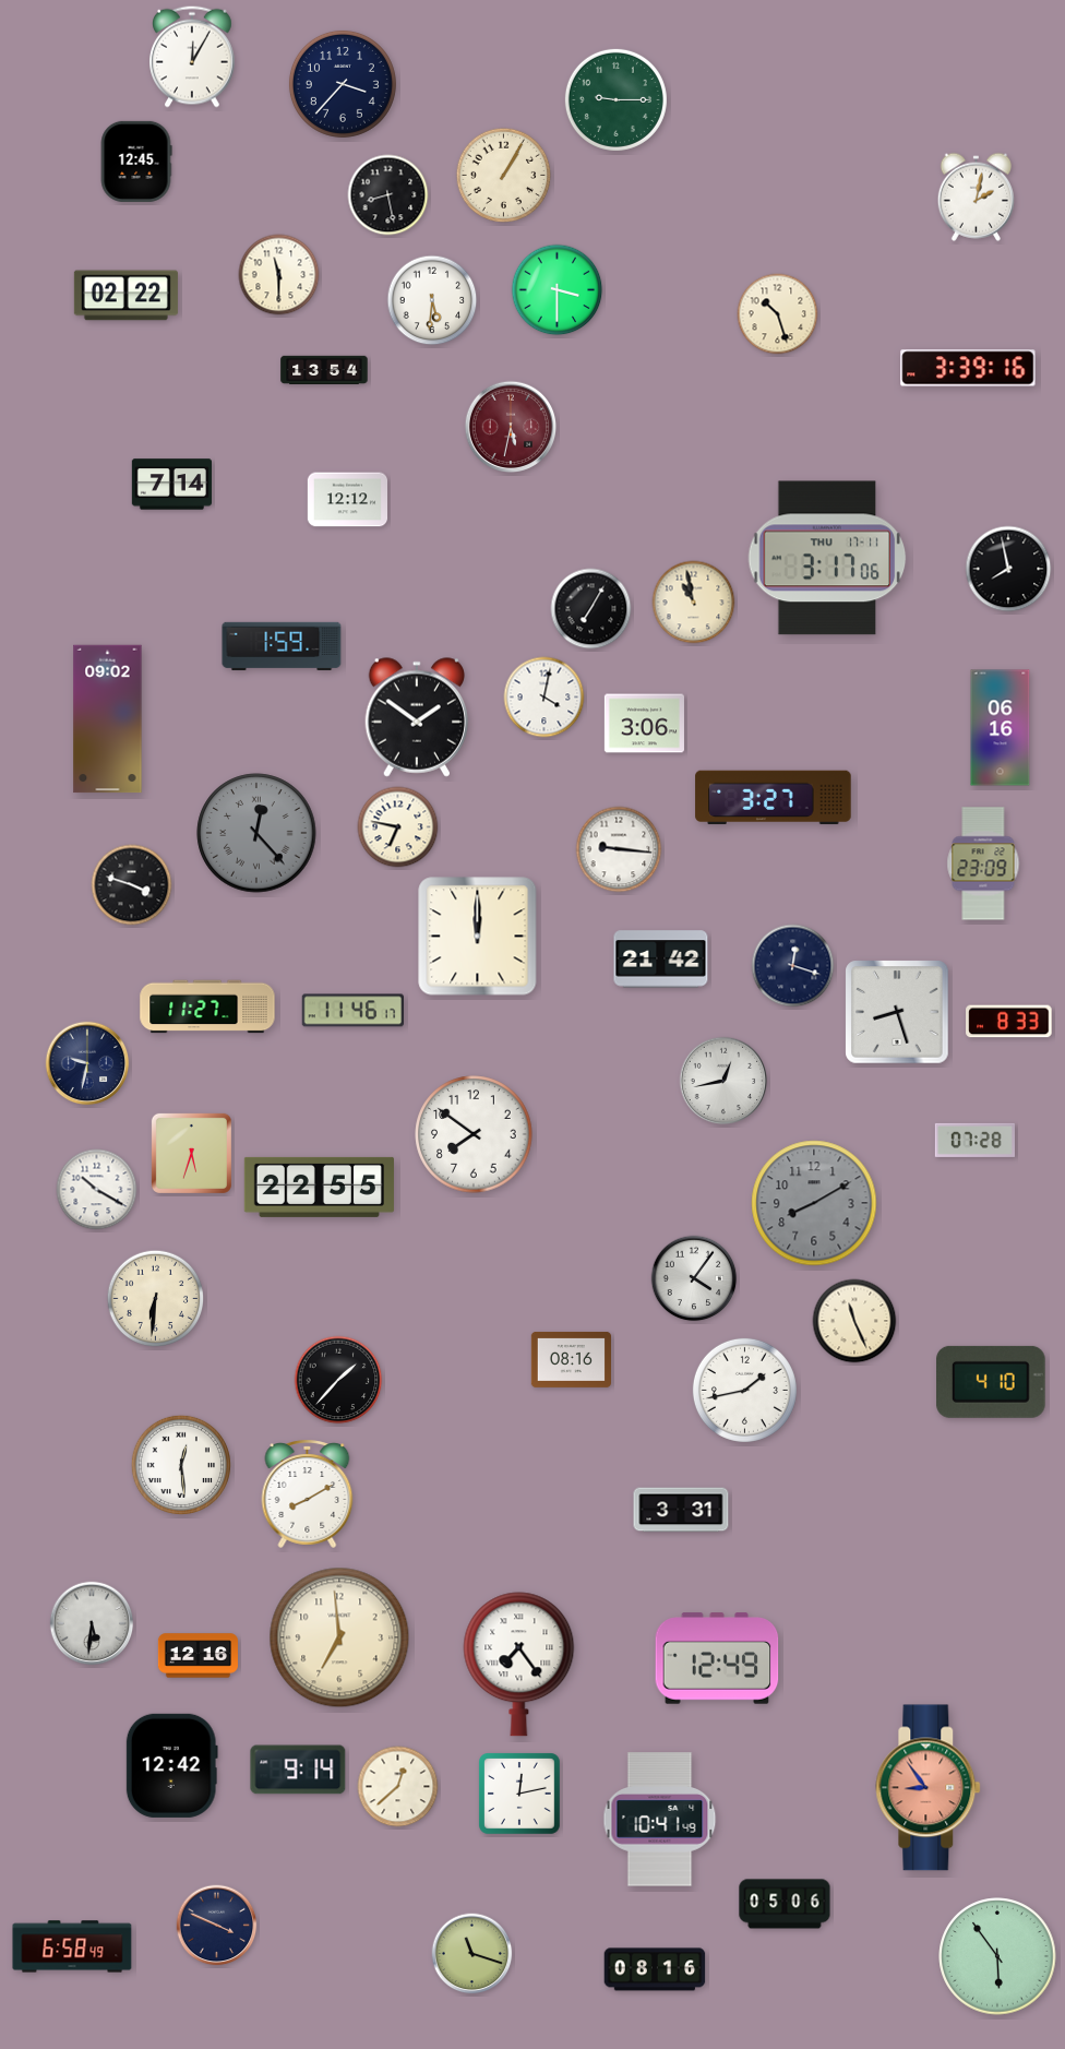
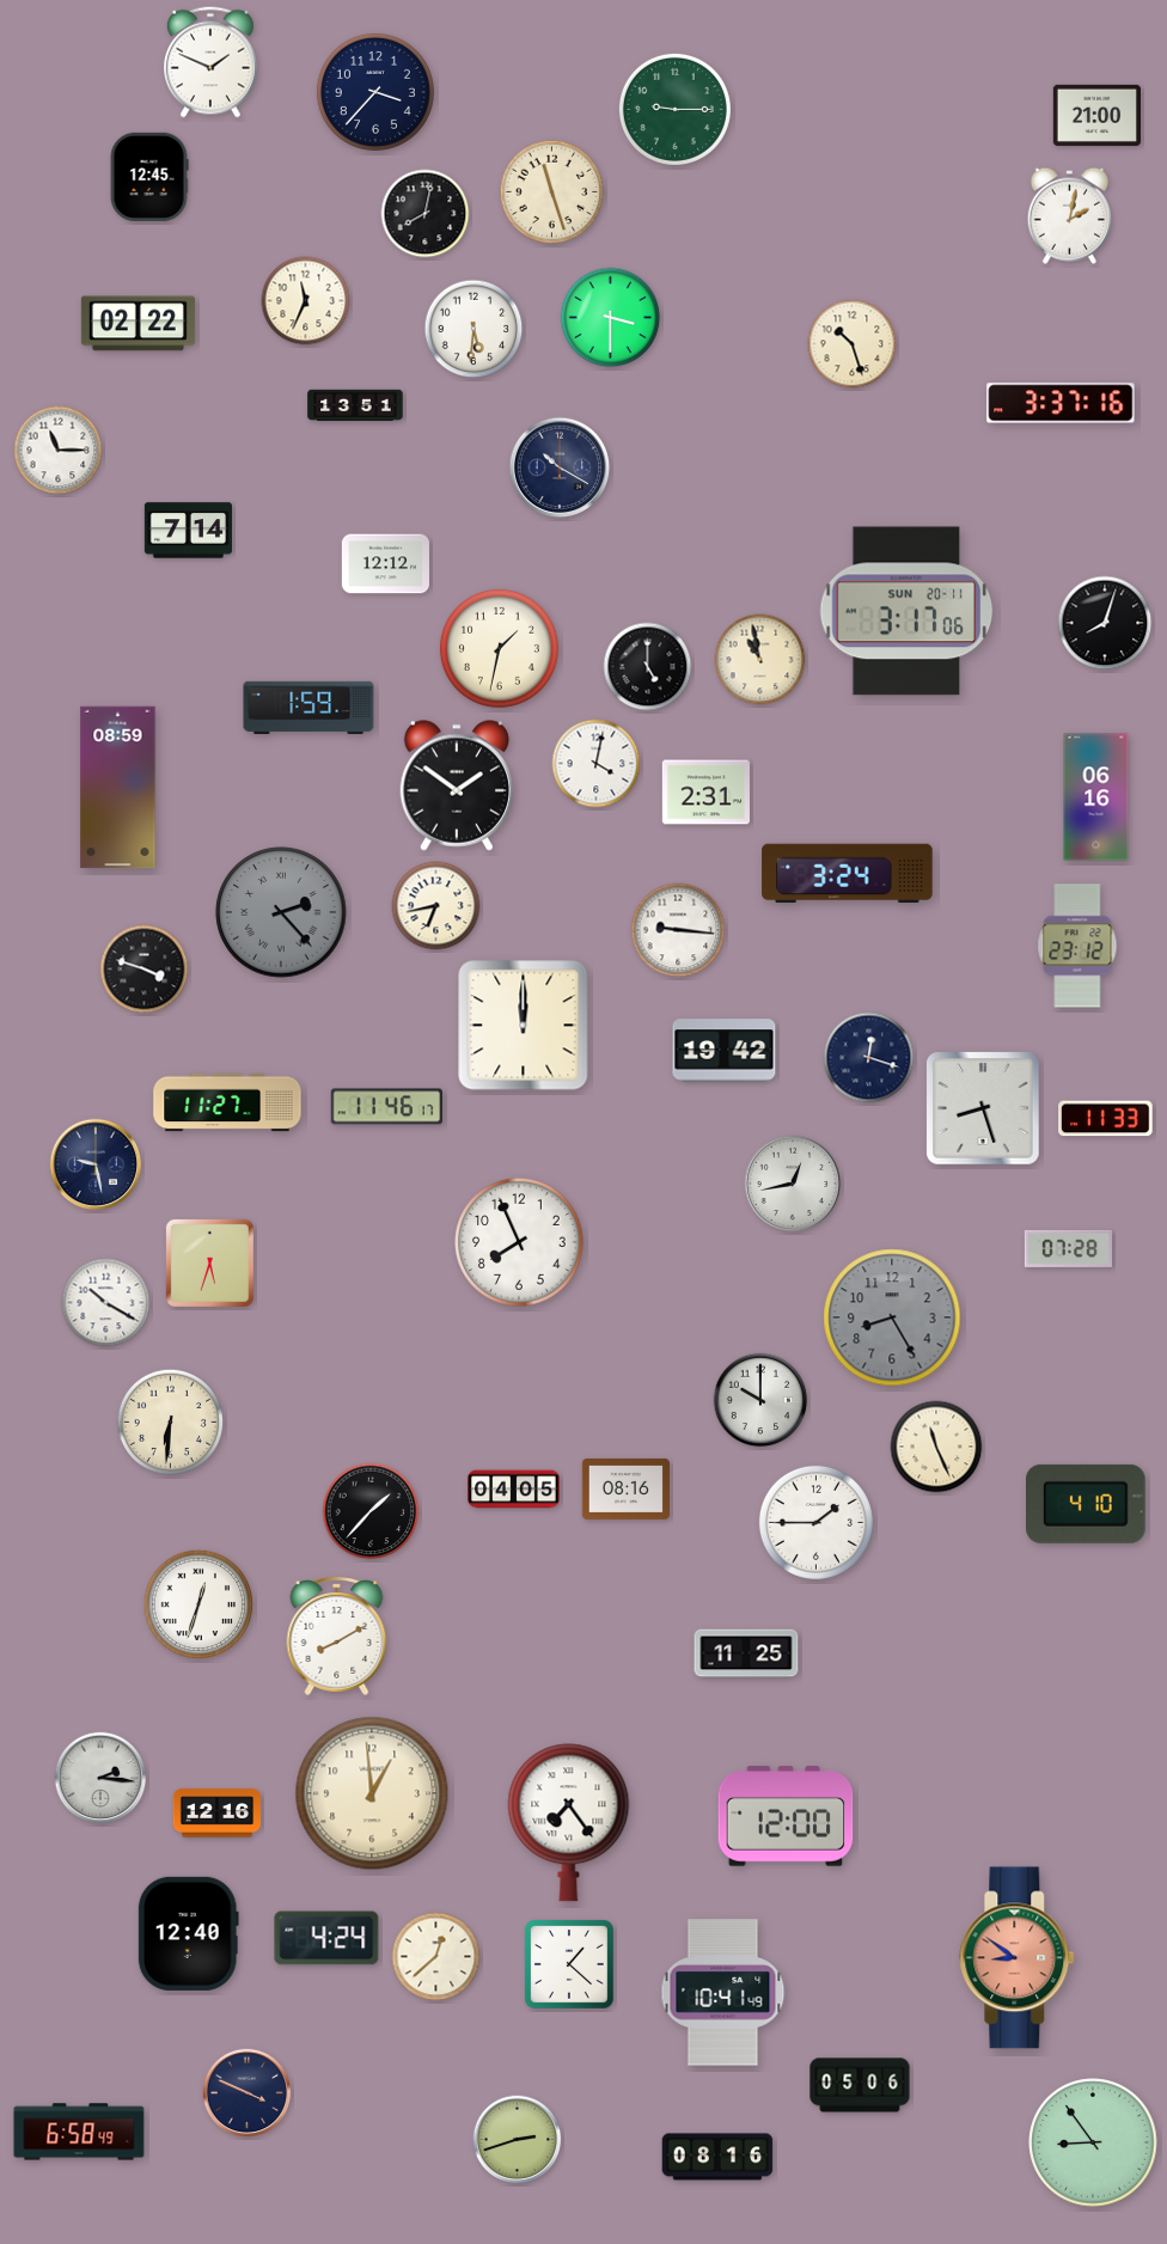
clock at (193, 57): 12:05 -> 1:49
clock at (1096, 115): none -> 21:00
clock at (504, 176): 1:05 -> 11:27
clock at (388, 195): 8:28 -> 8:02
clock at (279, 275): 11:30 -> 11:34
clock at (968, 368): 3:39 -> 3:37
clock at (324, 370): 13:54 -> 13:51
clock at (59, 451): none -> 11:15
clock at (511, 427): 5:32 -> 10:20
clock at (511, 427) dial: burgundy -> navy
clock at (347, 500) position: (347, 500) -> (385, 564)
clock at (827, 558) date: THU 17-11 -> SUN 20-11
clock at (1008, 569): 7:58 -> 8:03
clock at (499, 648): none -> 1:32
clock at (591, 609): 7:05 -> 5:00
clock at (108, 719): 09:02 -> 08:59
clock at (644, 724): 3:06 -> 2:31
clock at (774, 798): 3:27 -> 3:24
clock at (398, 827): 6:47 -> 6:43
clock at (256, 833): 12:23 -> 2:23
clock at (983, 863): 23:09 -> 23:12
clock at (661, 960): 21:42 -> 19:42
clock at (1009, 1022): 8:33 -> 11:33
clock at (87, 1063): 9:32 -> 9:28
clock at (474, 1134): 7:51 -> 7:56
clock at (319, 1187): 22:55 -> none
clock at (814, 1203): 8:10 -> 8:25
clock at (694, 1278): 4:06 -> 10:00
clock at (514, 1490): none -> 04:05
clock at (992, 1382) position: (992, 1382) -> (1087, 1504)
clock at (744, 1390): 1:43 -> 1:45
clock at (181, 1465): 12:29 -> 12:33
clock at (681, 1510): 3:31 -> 11:25
clock at (92, 1623): 5:31 -> 2:16
clock at (339, 1637): 6:59 -> 12:59
clock at (717, 1658): 12:49 -> 12:00
clock at (171, 1765): 12:42 -> 12:40
clock at (298, 1770): 9:14 -> 4:24
clock at (929, 1788): 8:54 -> 8:51
clock at (520, 1795): 12:13 -> 1:22
clock at (217, 1926) position: (217, 1926) -> (248, 2093)
clock at (472, 1954): 11:18 -> 2:42
clock at (997, 1956): 5:54 -> 8:54
